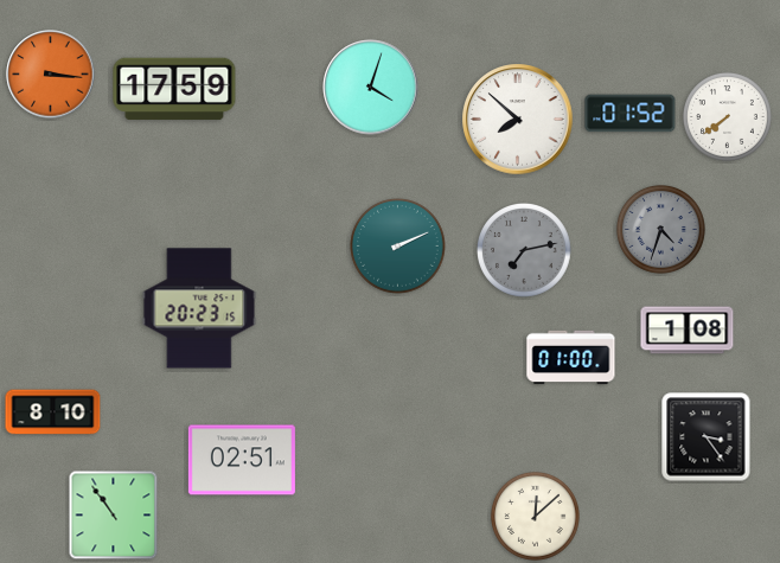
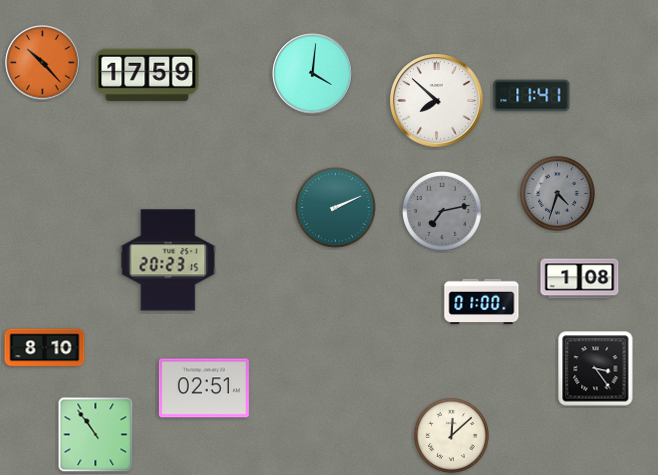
clock at (51, 75): 3:16 -> 10:23
clock at (371, 88): 4:03 -> 4:01
clock at (631, 114): 01:52 -> 11:41
clock at (728, 117): 7:39 -> none
